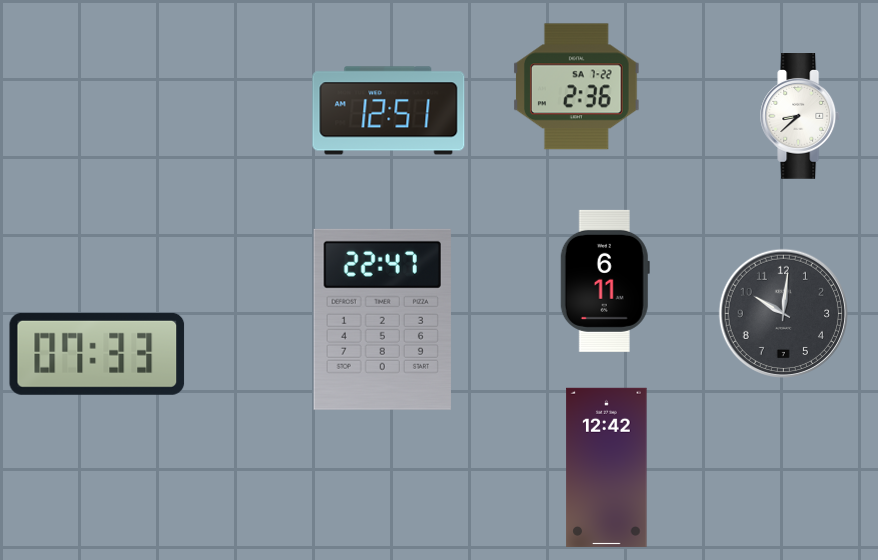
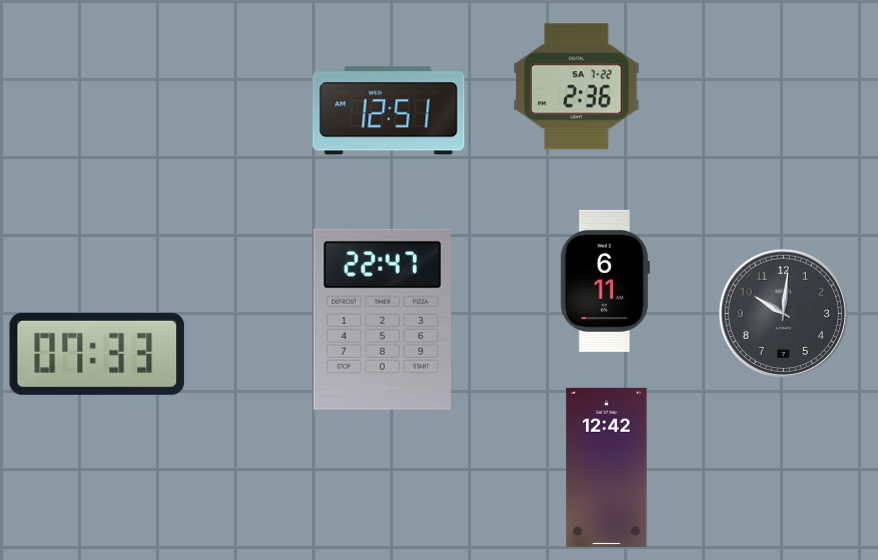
clock at (801, 117): 8:38 -> none
